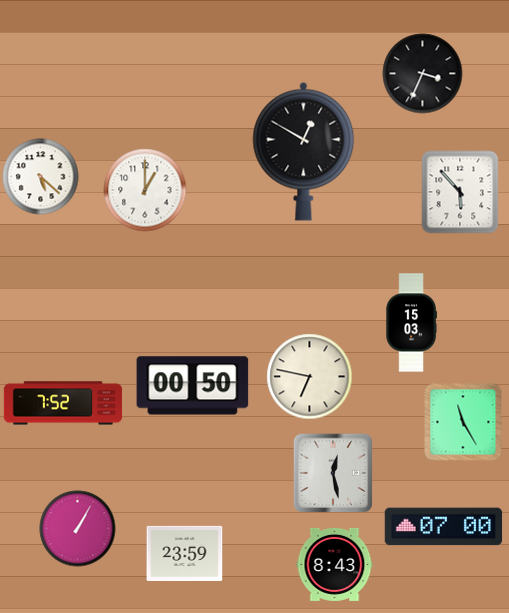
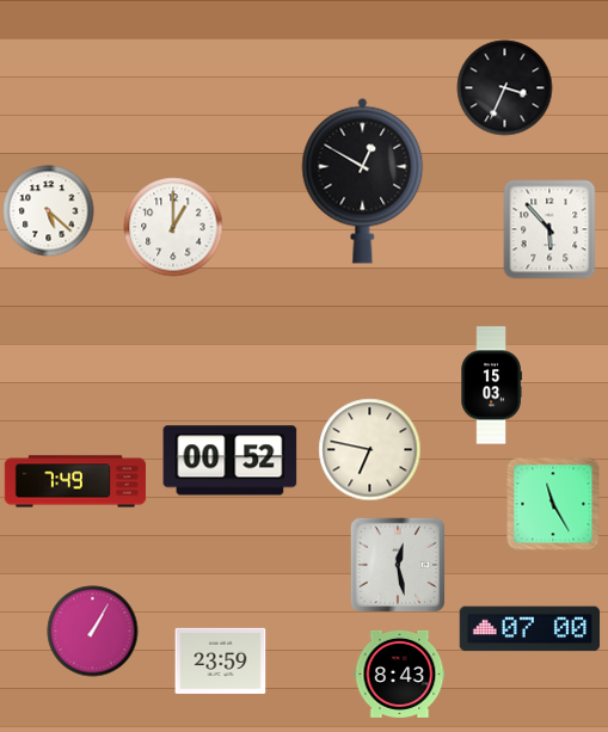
clock at (193, 386): 00:50 -> 00:52
clock at (63, 403): 7:52 -> 7:49
